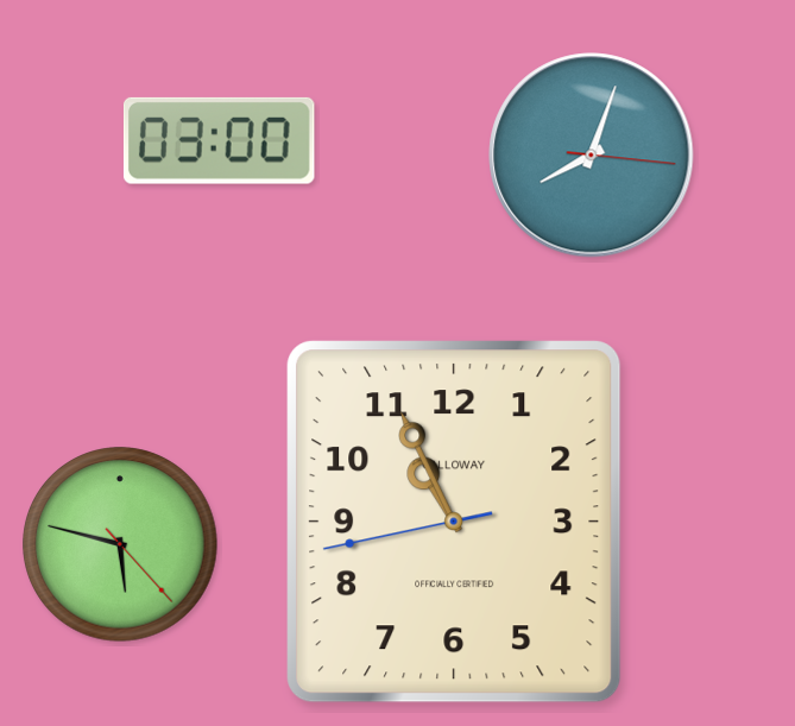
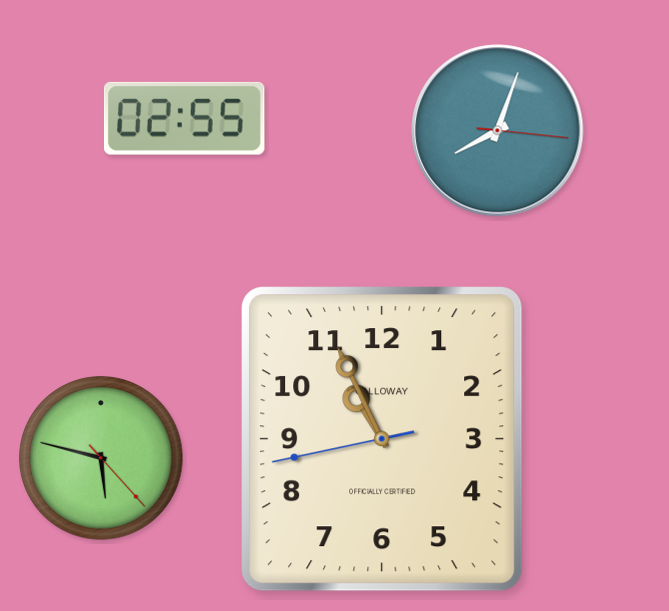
clock at (219, 140): 03:00 -> 02:55
